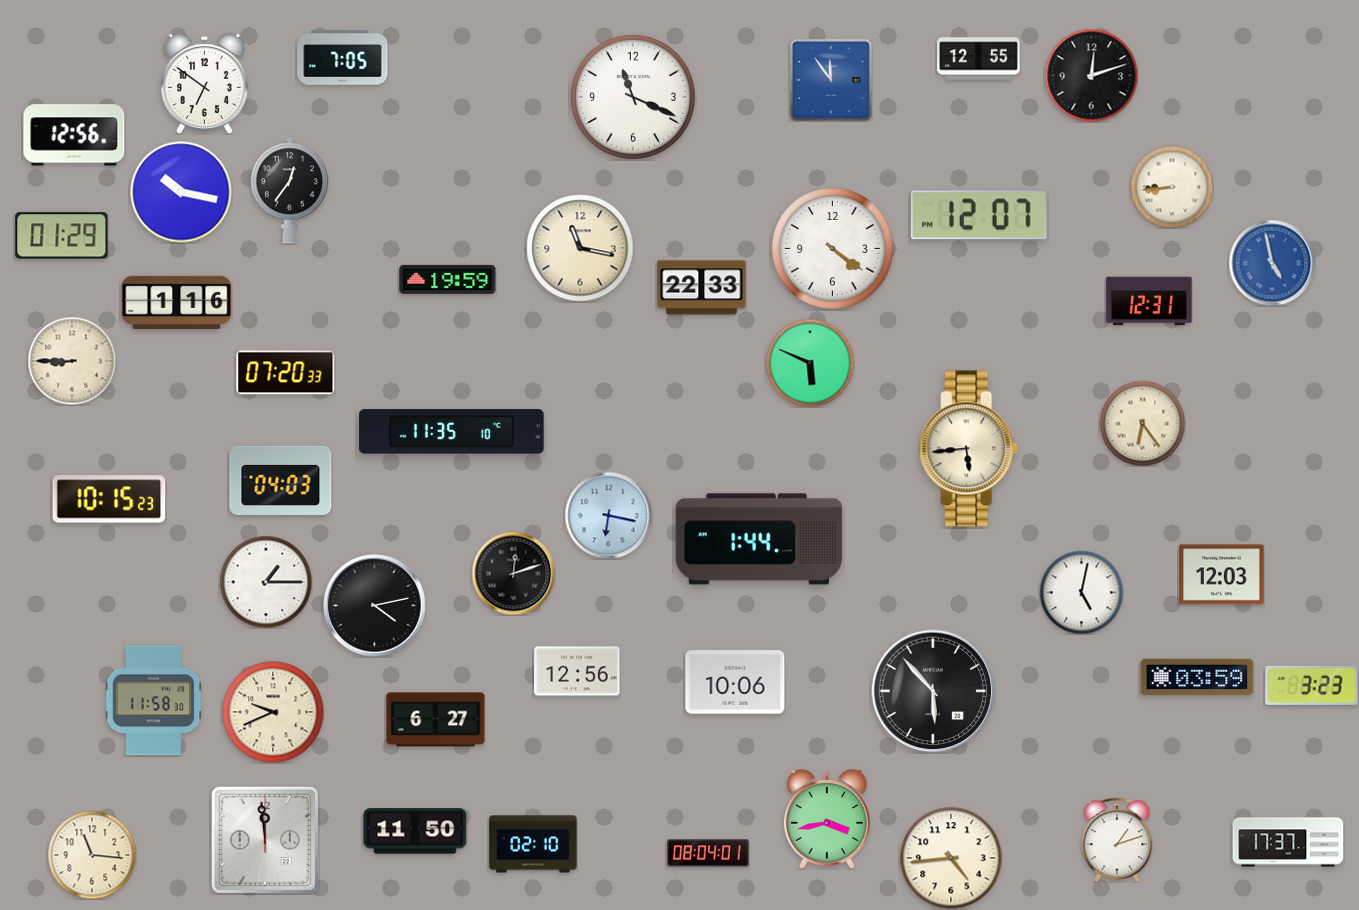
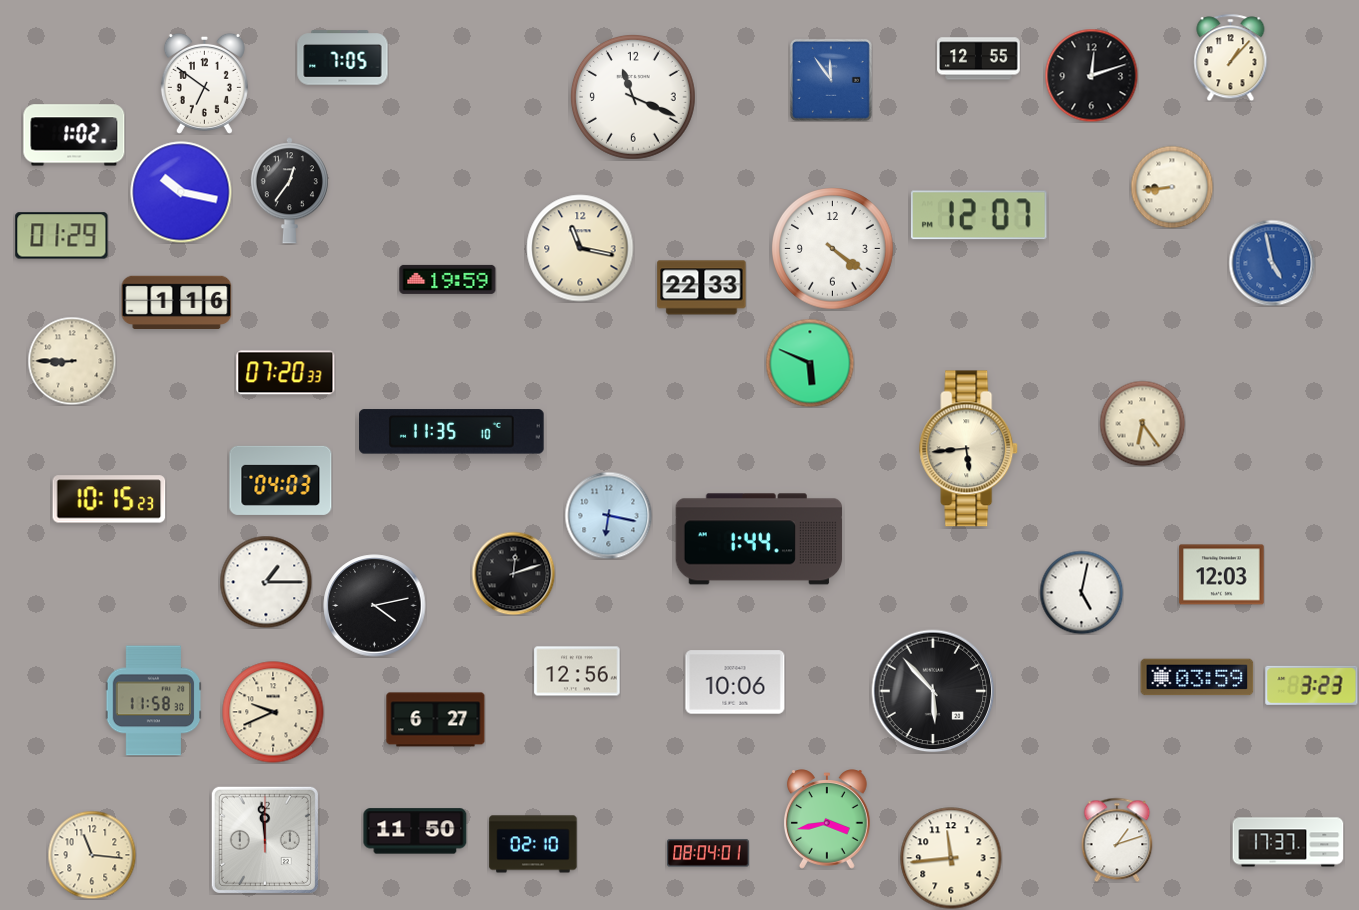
clock at (1231, 57): none -> 1:07
clock at (74, 135): 12:56 -> 1:02
clock at (1149, 301): 12:31 -> none
clock at (951, 858): 4:44 -> 11:44
